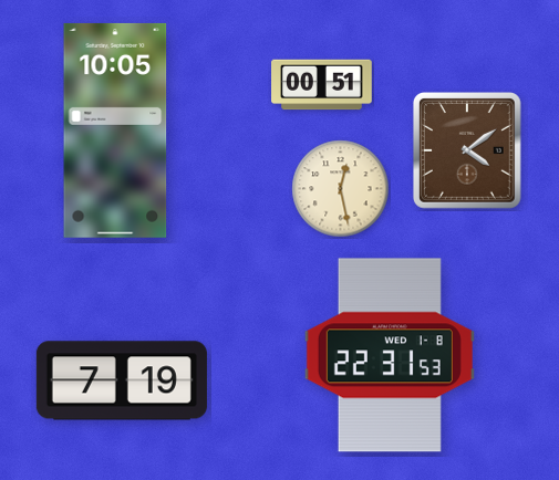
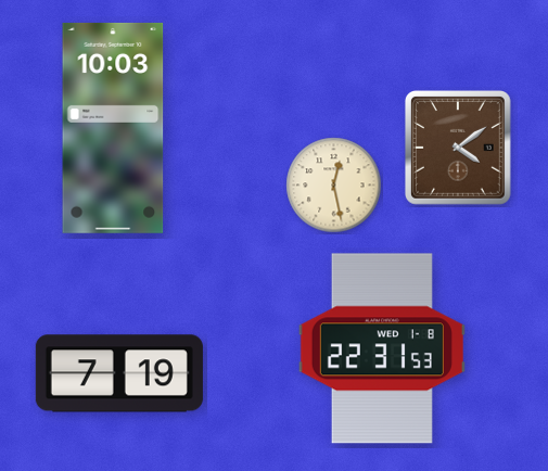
clock at (322, 85): 00:51 -> none
clock at (115, 131): 10:05 -> 10:03
